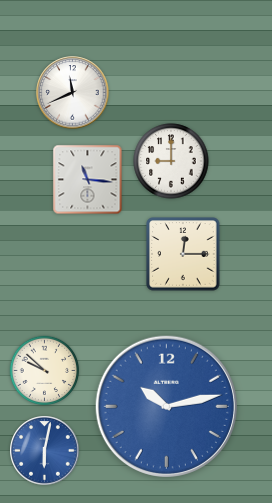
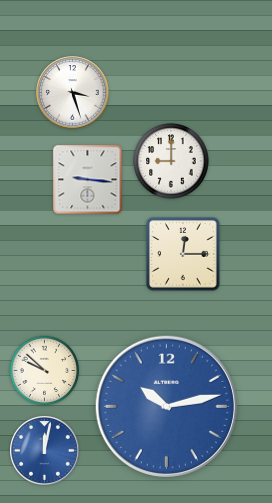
clock at (73, 93): 11:41 -> 3:27
clock at (88, 180): 11:16 -> 9:16
clock at (45, 451): 6:02 -> 12:02
